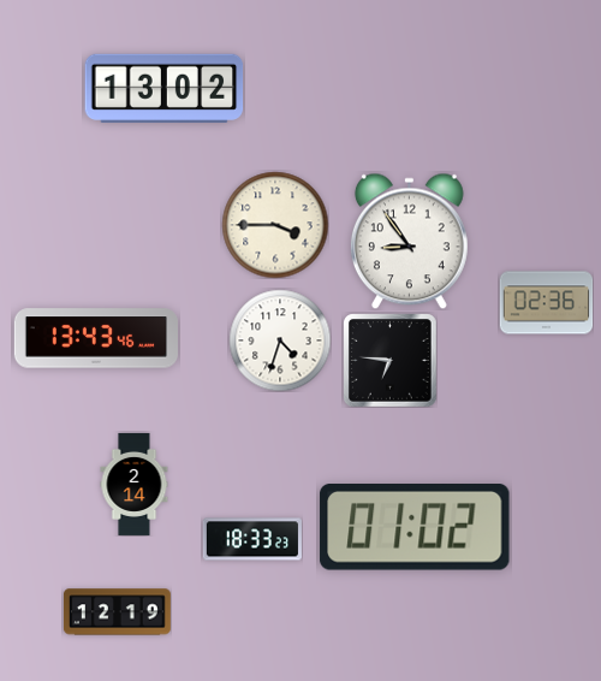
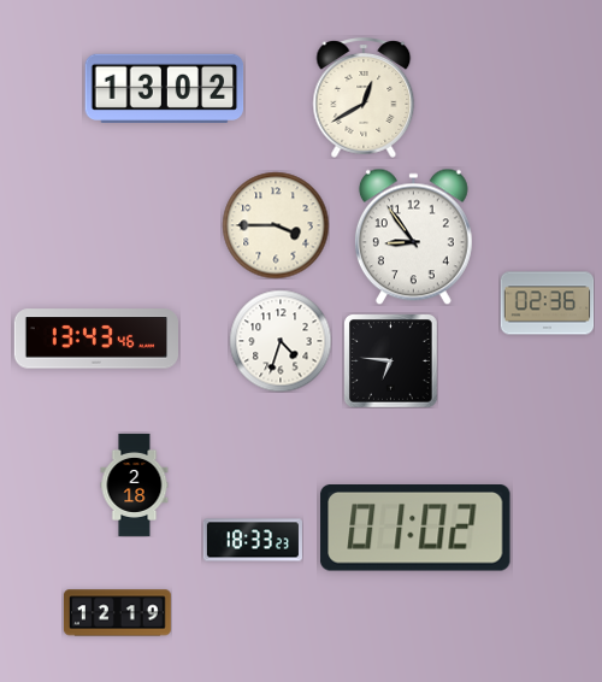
clock at (364, 99): none -> 12:40
clock at (409, 241) position: (409, 241) -> (413, 236)
clock at (135, 484): 2:14 -> 2:18
